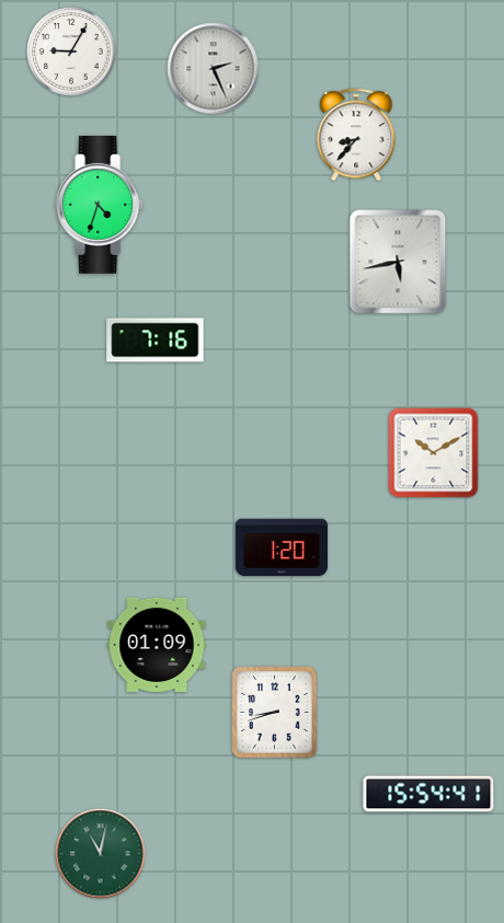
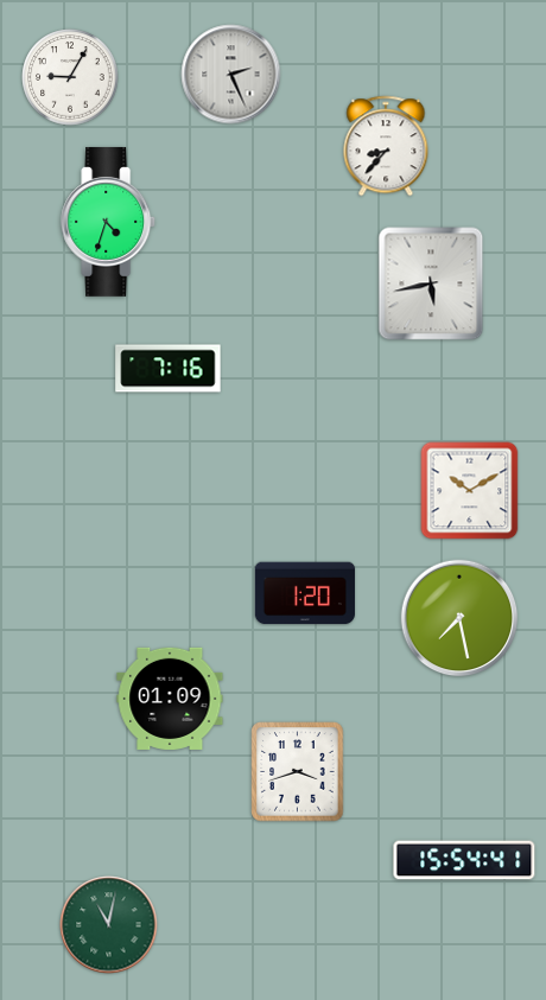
clock at (71, 51) position: (71, 51) -> (70, 77)
clock at (459, 618): none -> 7:28
clock at (275, 713): 8:42 -> 3:42
